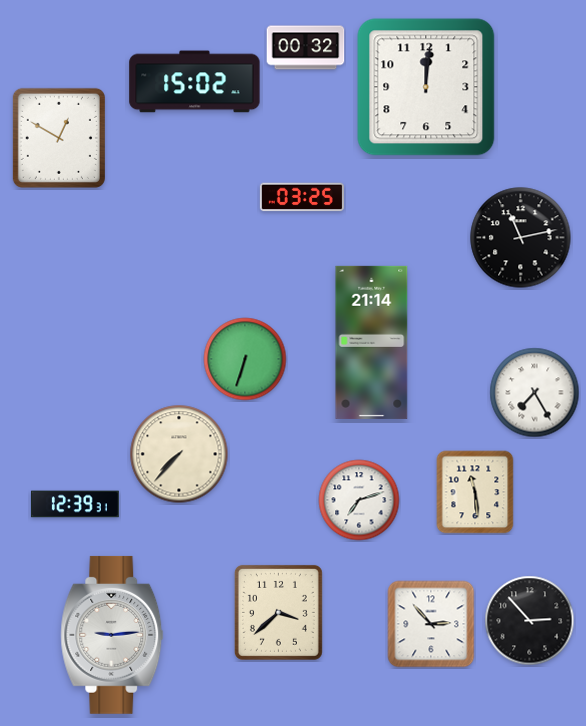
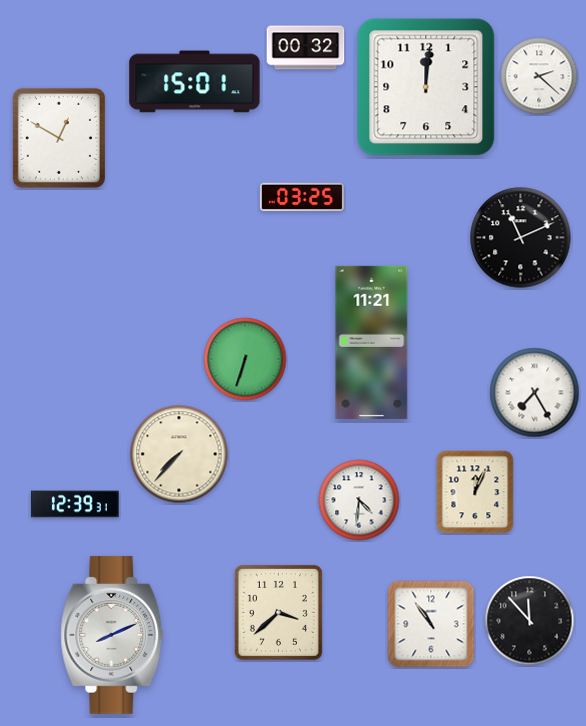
clock at (539, 76): none -> 2:22
clock at (195, 82): 15:02 -> 15:01
clock at (521, 238): 11:13 -> 11:11
clock at (372, 342): 21:14 -> 11:21
clock at (475, 492): 11:29 -> 12:04
clock at (359, 500): 7:12 -> 4:31
clock at (530, 621): 2:53 -> 11:53
clock at (431, 624): 2:53 -> 10:54
clock at (112, 635): 9:14 -> 8:11
